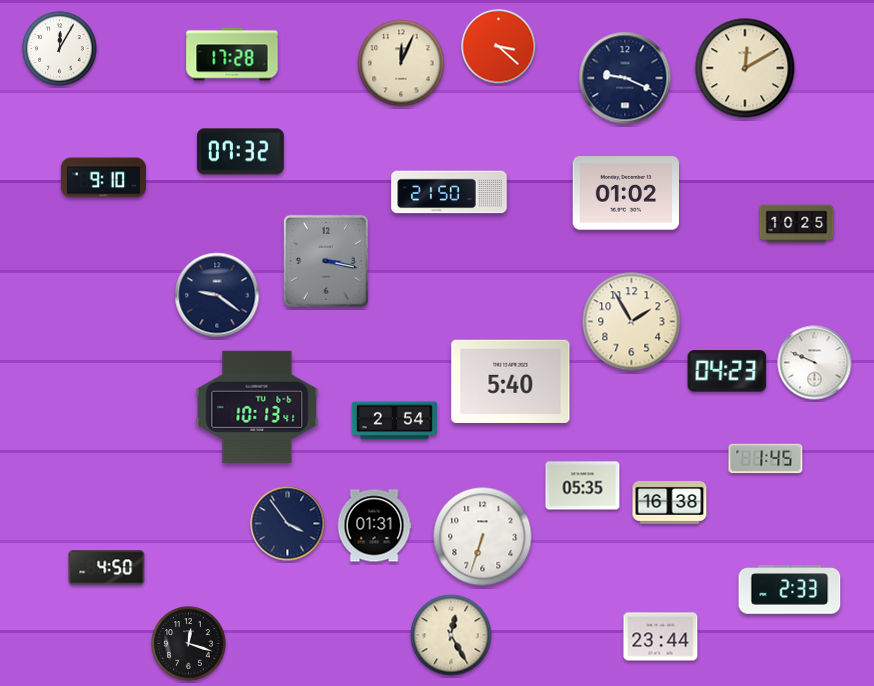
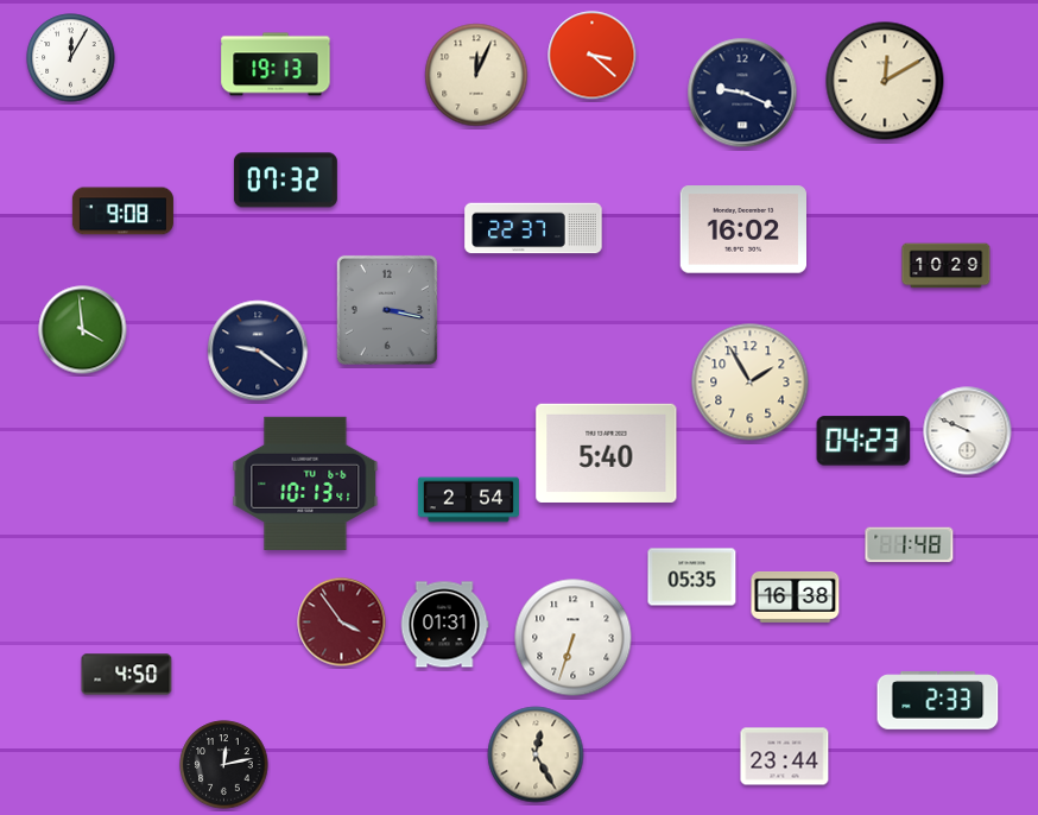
clock at (232, 54): 17:28 -> 19:13
clock at (103, 178): 9:10 -> 9:08
clock at (449, 192): 21:50 -> 22:37
clock at (625, 193): 01:02 -> 16:02
clock at (797, 224): 10:25 -> 10:29
clock at (83, 330): none -> 3:59
clock at (766, 459): 1:45 -> 1:48
clock at (288, 524) dial: navy -> burgundy
clock at (189, 644): 12:18 -> 12:13
